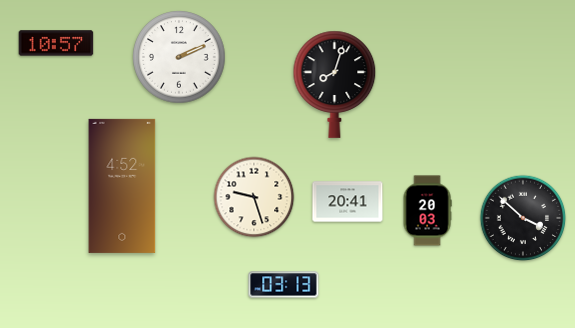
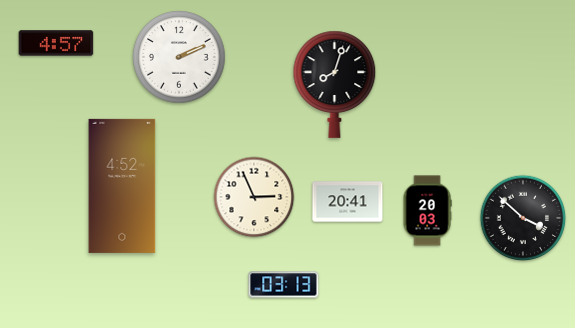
clock at (56, 43): 10:57 -> 4:57
clock at (254, 197): 9:27 -> 2:56
